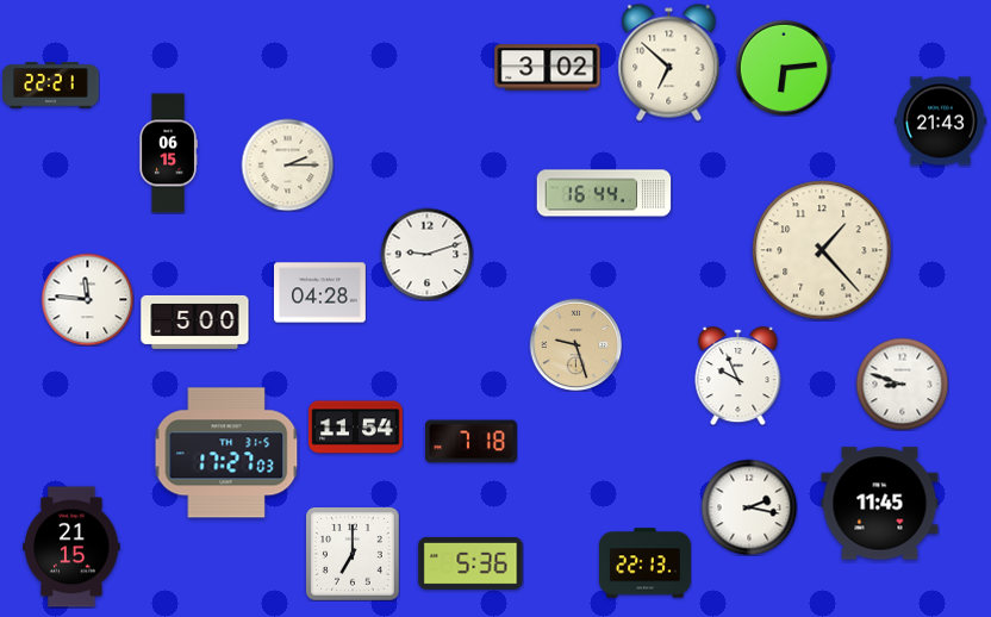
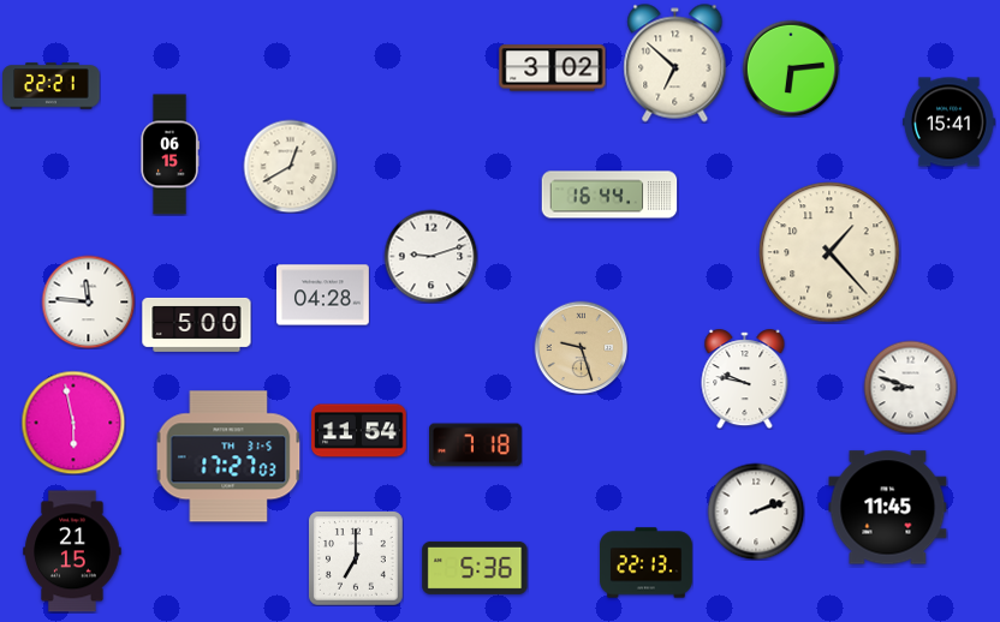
clock at (941, 121): 21:43 -> 15:41
clock at (287, 164): 2:15 -> 12:40
clock at (738, 376): 9:56 -> 9:47
clock at (73, 423): none -> 5:58
clock at (749, 507): 2:17 -> 2:12
clock at (646, 563) position: (646, 563) -> (647, 563)
